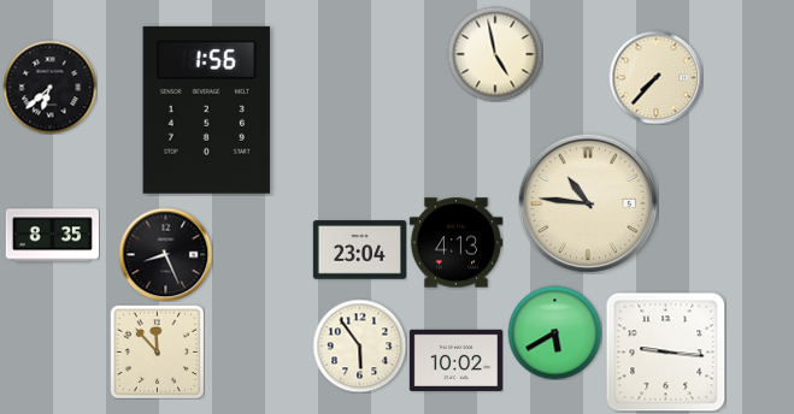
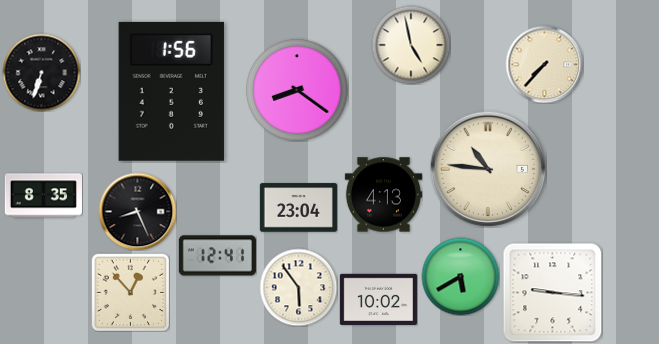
clock at (49, 87): 6:38 -> 6:33
clock at (297, 90): none -> 8:21
clock at (455, 243) position: (455, 243) -> (383, 195)
clock at (217, 256): none -> 12:41
clock at (157, 351): 11:53 -> 12:53
